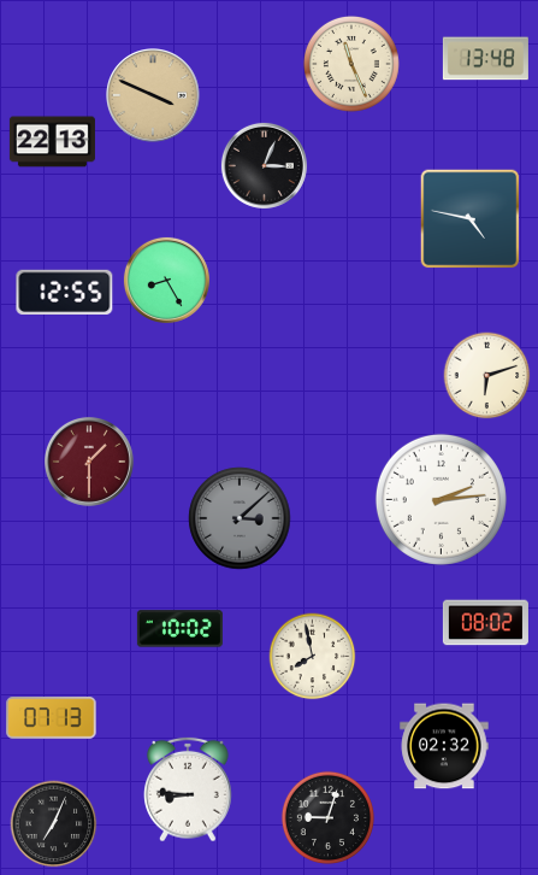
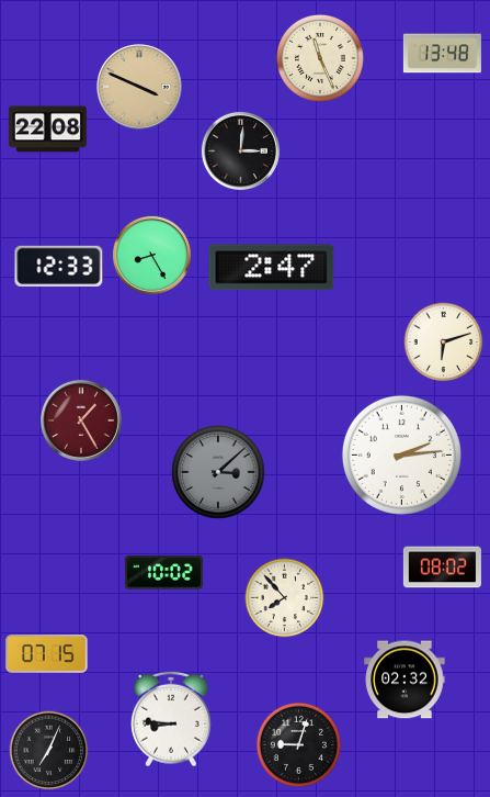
clock at (52, 142): 22:13 -> 22:08
clock at (264, 165): 3:04 -> 3:01
clock at (471, 219): 4:47 -> none
clock at (65, 292): 12:55 -> 12:33
clock at (272, 268): none -> 2:47
clock at (89, 462): 1:30 -> 1:25
clock at (313, 657): 7:58 -> 7:53
clock at (52, 718): 07:13 -> 07:15
